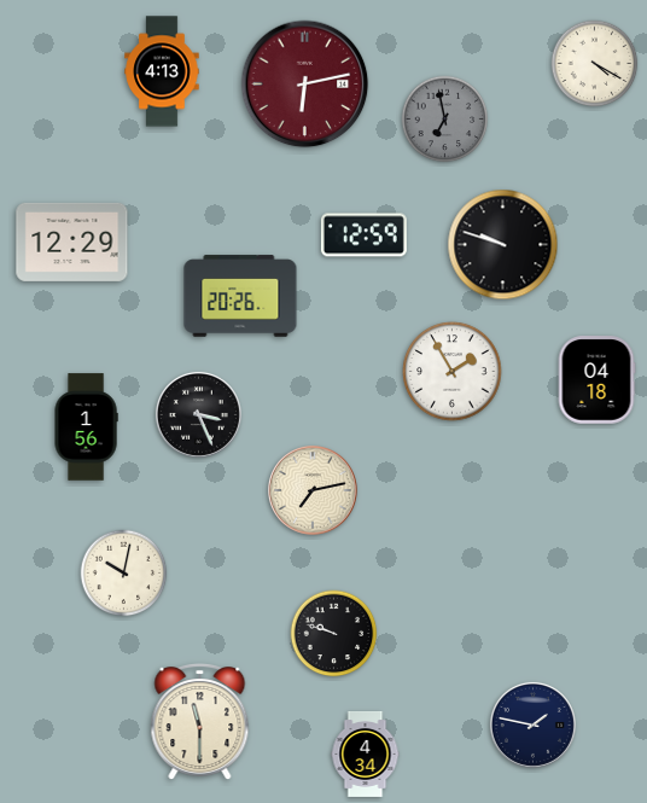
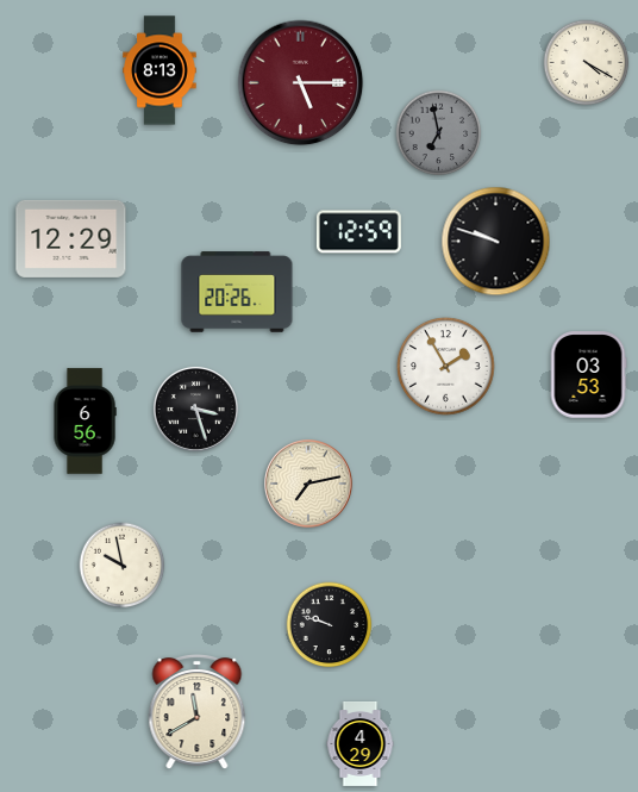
clock at (162, 71): 4:13 -> 8:13
clock at (305, 85): 6:13 -> 5:15
clock at (445, 120) position: (445, 120) -> (439, 133)
clock at (596, 380): 04:18 -> 03:53
clock at (198, 414): 3:26 -> 3:27
clock at (86, 427): 1:56 -> 6:56
clock at (124, 574): 10:02 -> 9:58
clock at (200, 722): 11:30 -> 11:40
clock at (532, 725): 1:47 -> none
clock at (366, 753): 4:34 -> 4:29
